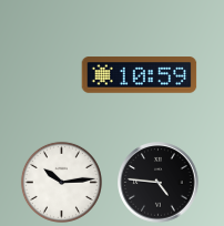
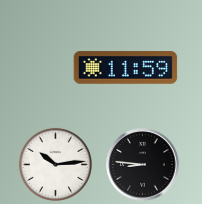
clock at (140, 75): 10:59 -> 11:59
clock at (159, 183): 4:46 -> 8:46
